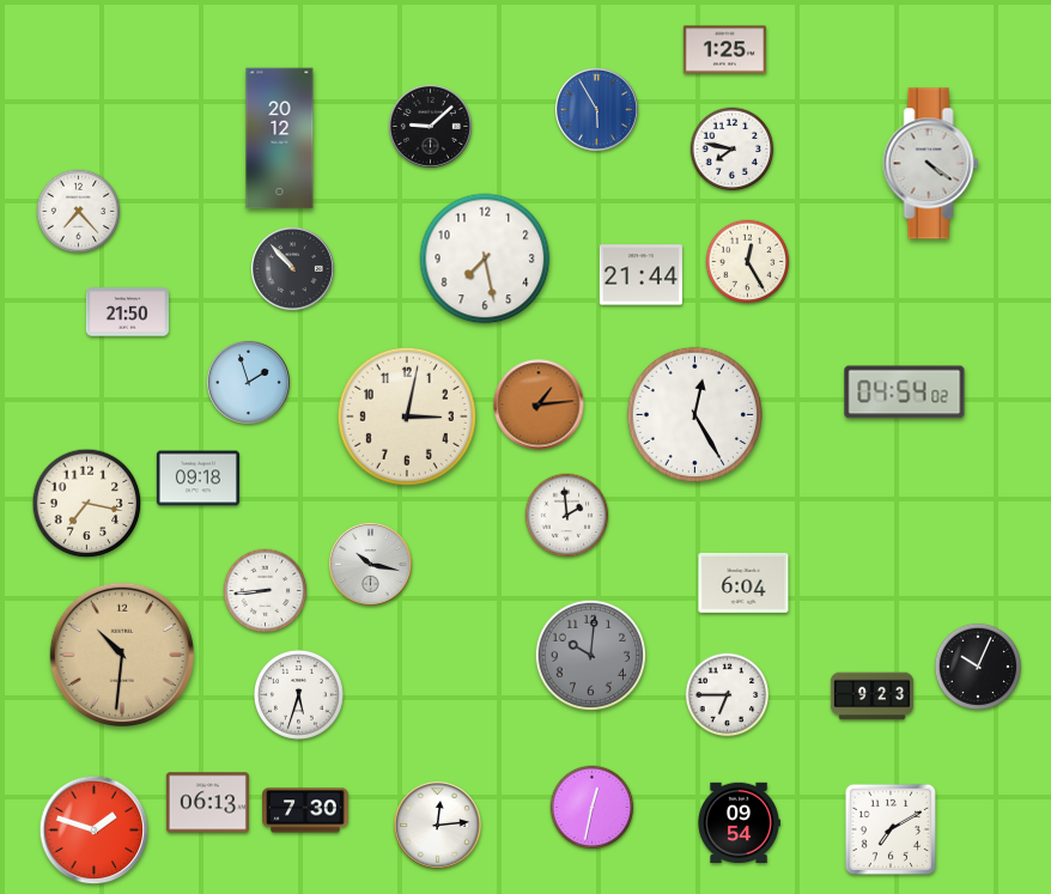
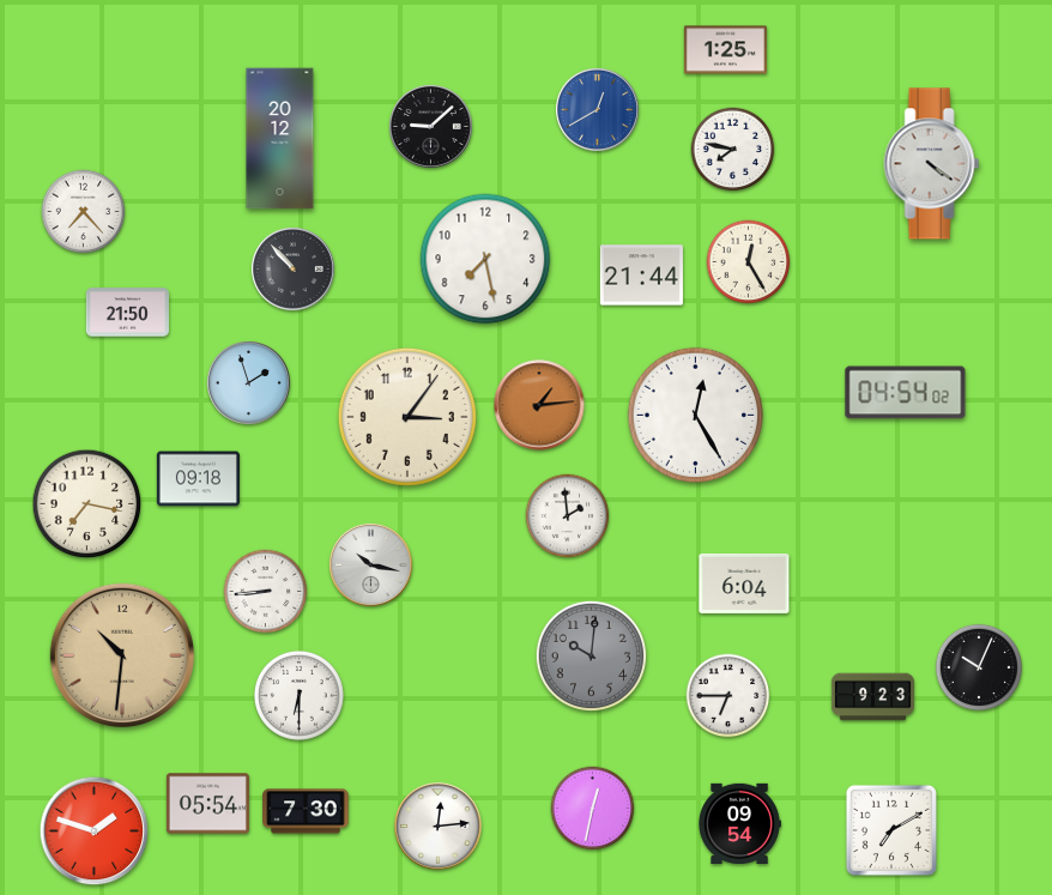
clock at (596, 109): 5:55 -> 12:40
clock at (79, 212) position: (79, 212) -> (84, 212)
clock at (407, 416): 3:02 -> 3:06
clock at (298, 694): 5:33 -> 6:30
clock at (207, 803): 06:13 -> 05:54
